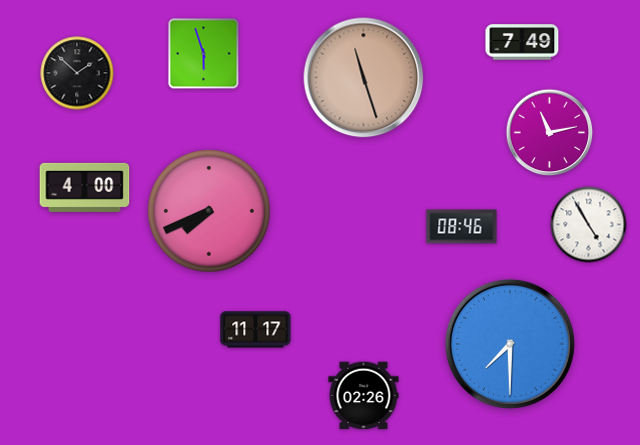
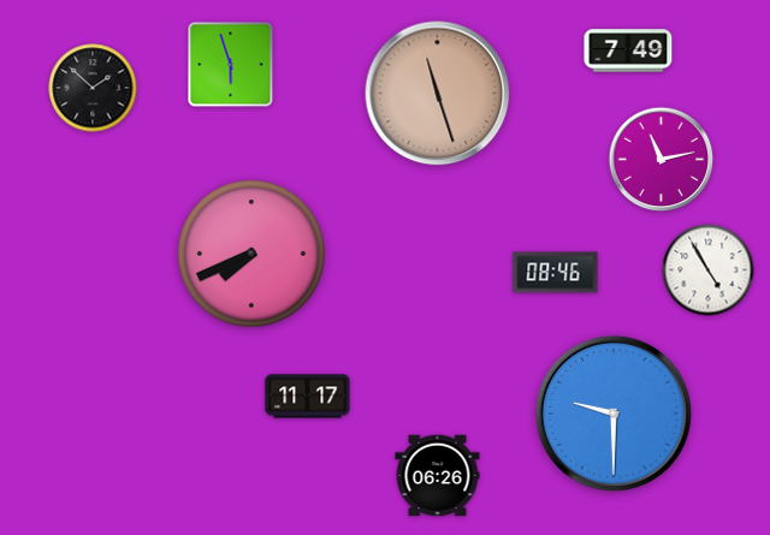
clock at (204, 54) position: (204, 54) -> (231, 65)
clock at (85, 187): 4:00 -> none
clock at (510, 344): 7:30 -> 9:30
clock at (364, 396): 02:26 -> 06:26
